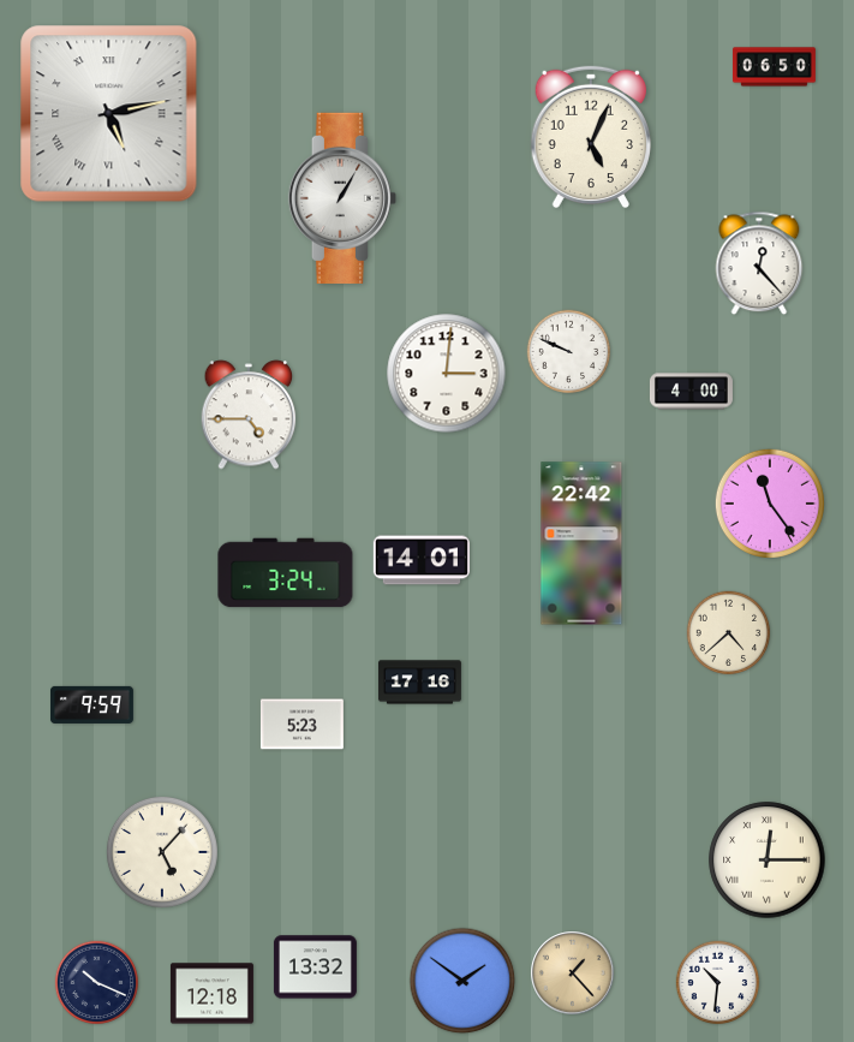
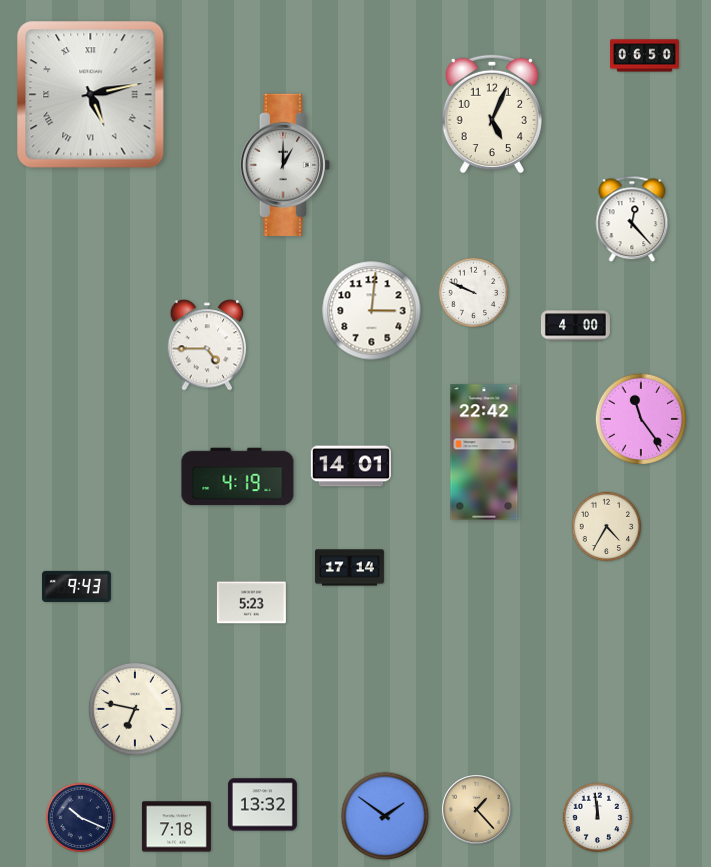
clock at (341, 198): 1:05 -> 1:00
clock at (286, 573): 3:24 -> 4:19
clock at (729, 633): 4:38 -> 4:35
clock at (419, 683): 17:16 -> 17:14
clock at (91, 704): 9:59 -> 9:43
clock at (162, 852): 5:07 -> 6:47
clock at (768, 861): 12:15 -> none
clock at (718, 983): 10:31 -> 11:59
clock at (211, 994): 12:18 -> 7:18
